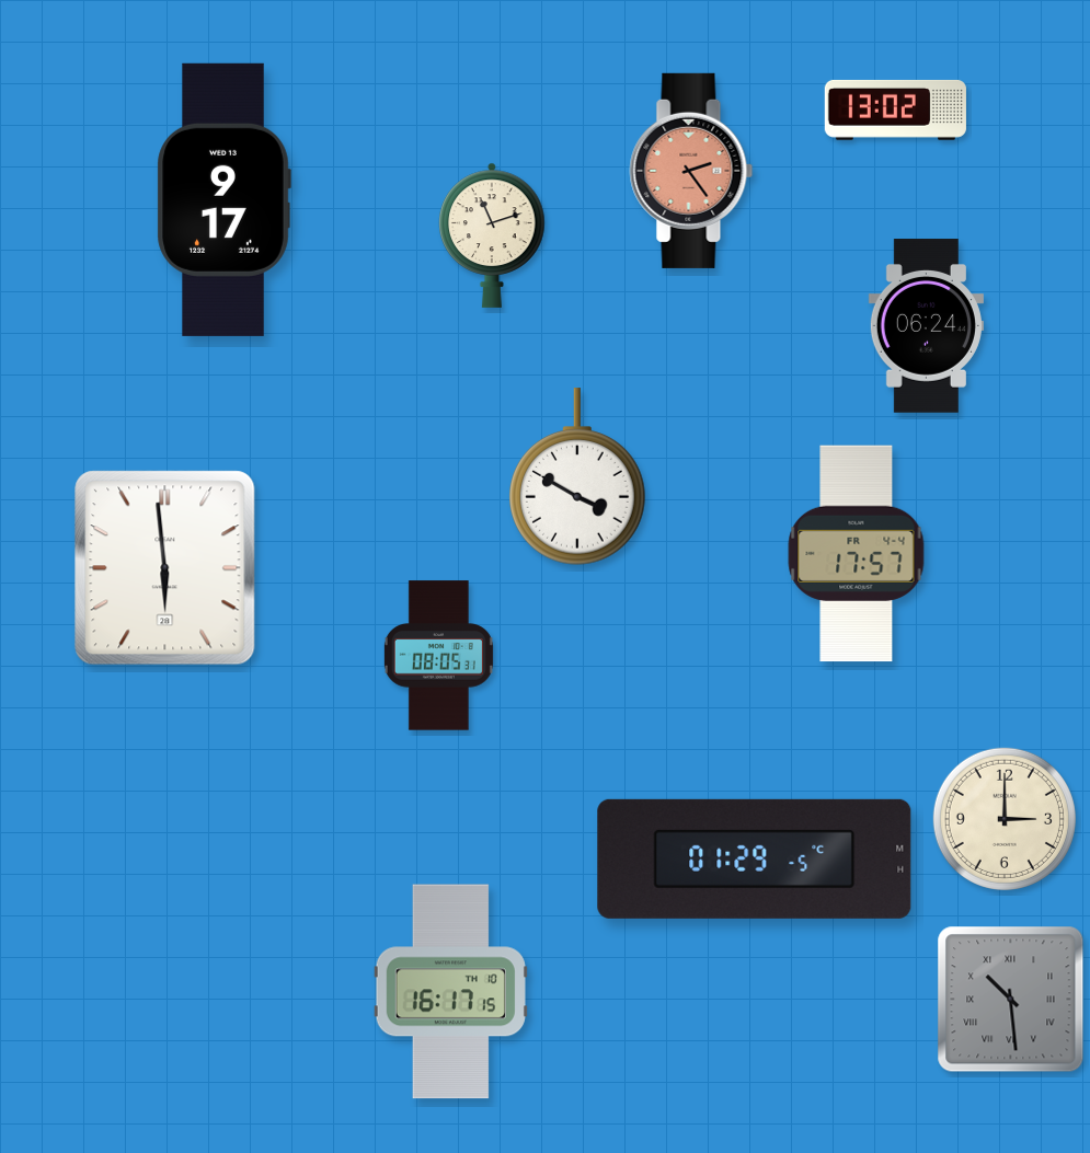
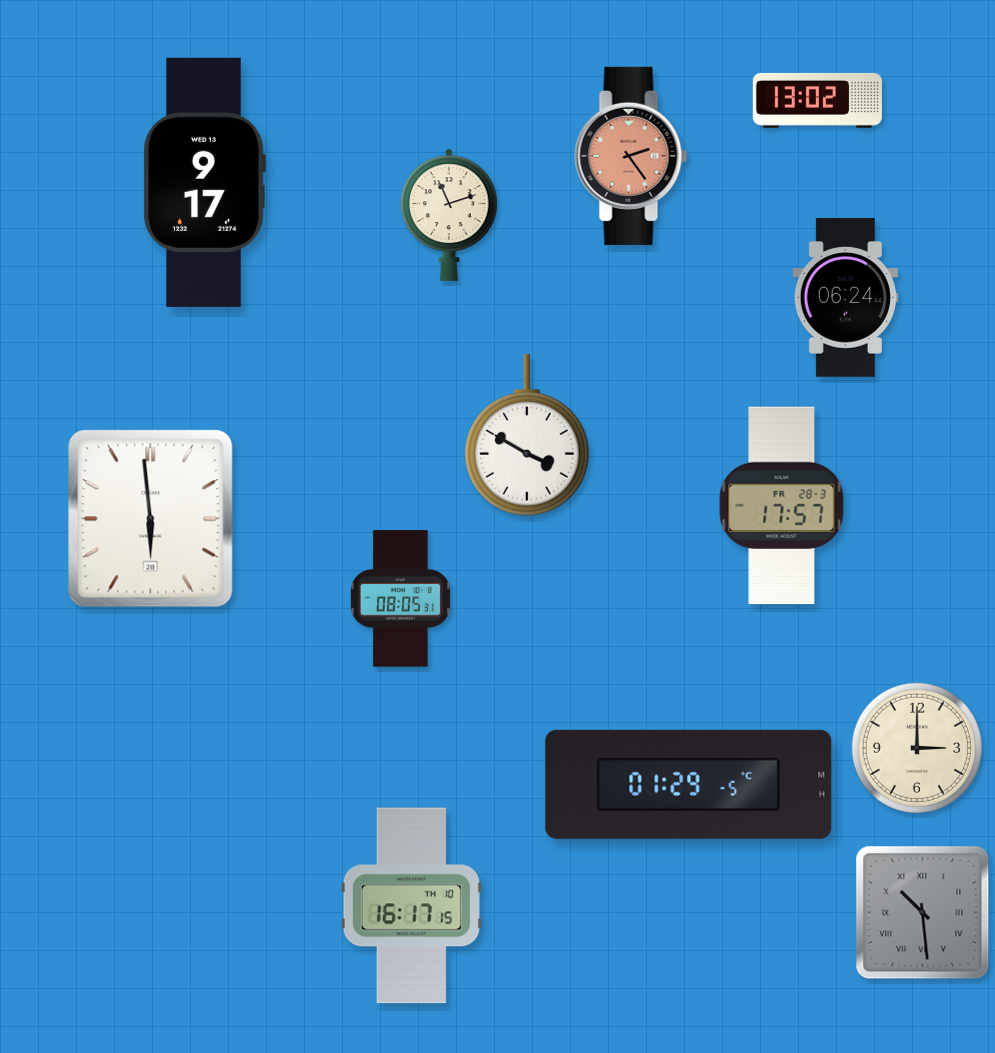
clock at (857, 554) date: FR 4-4 -> FR 28-3
